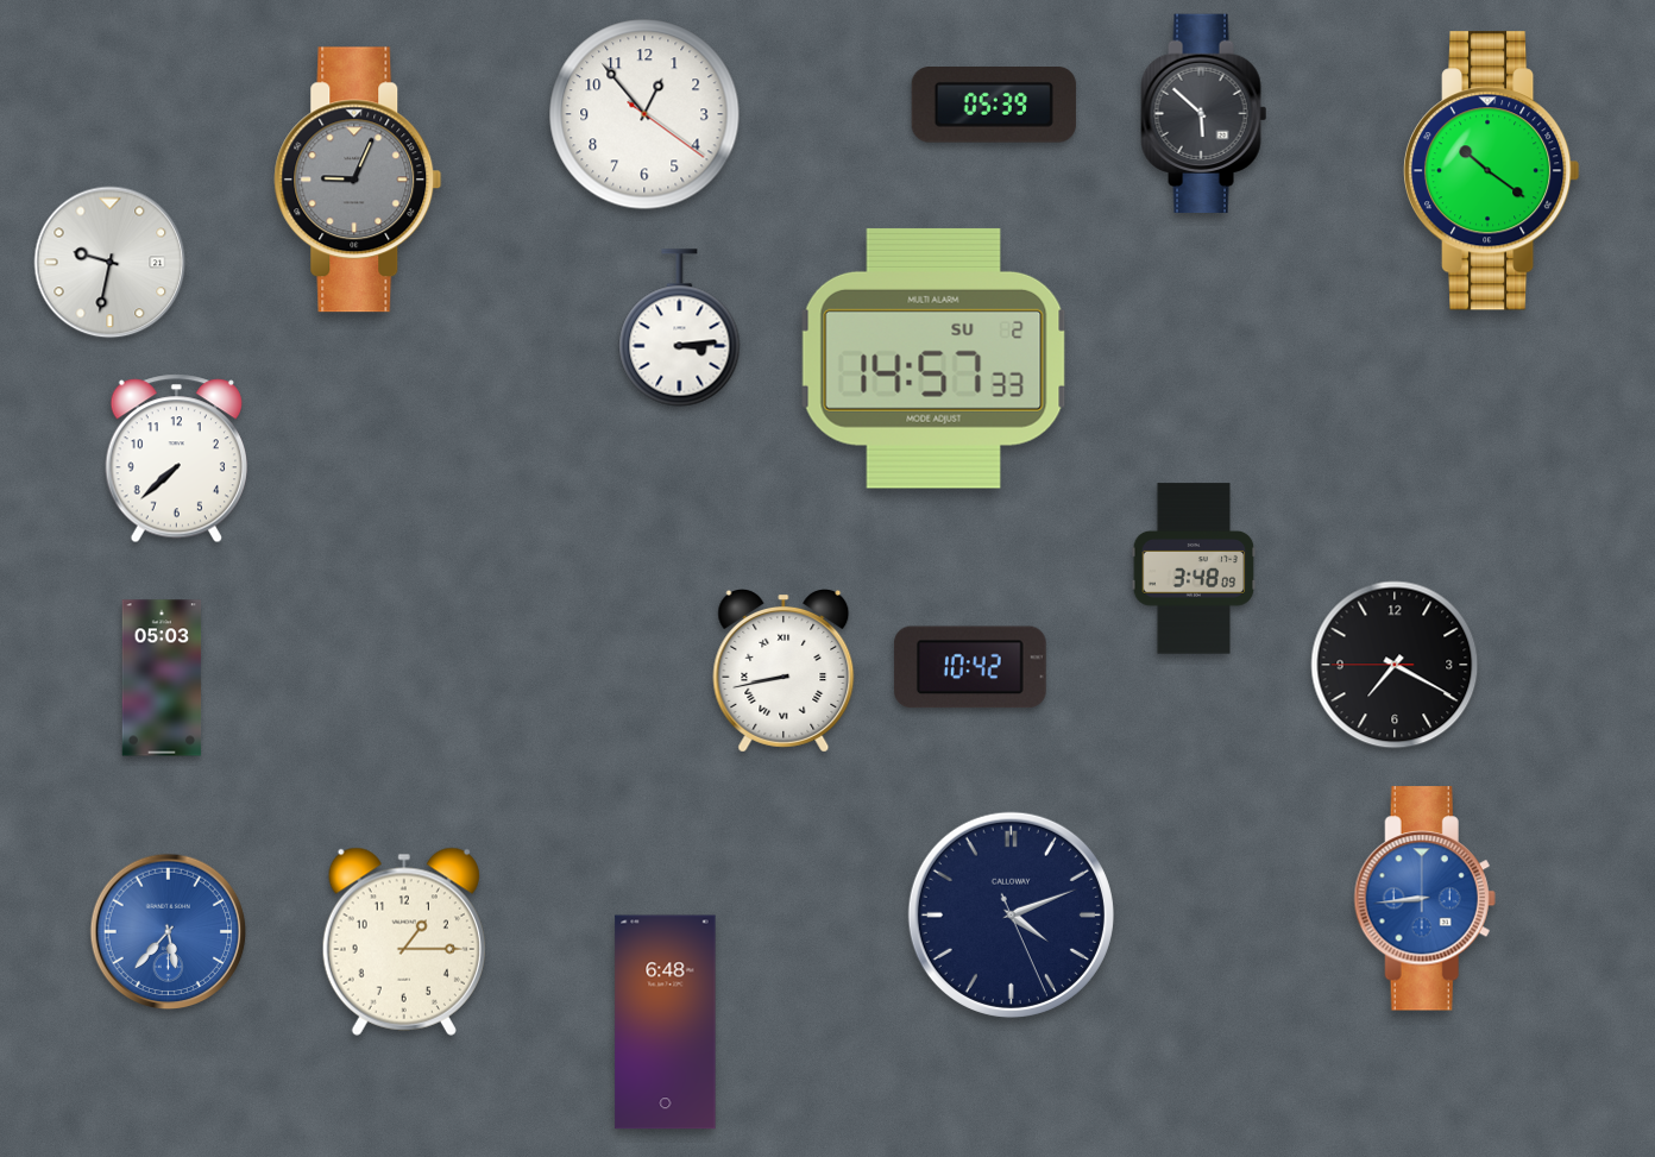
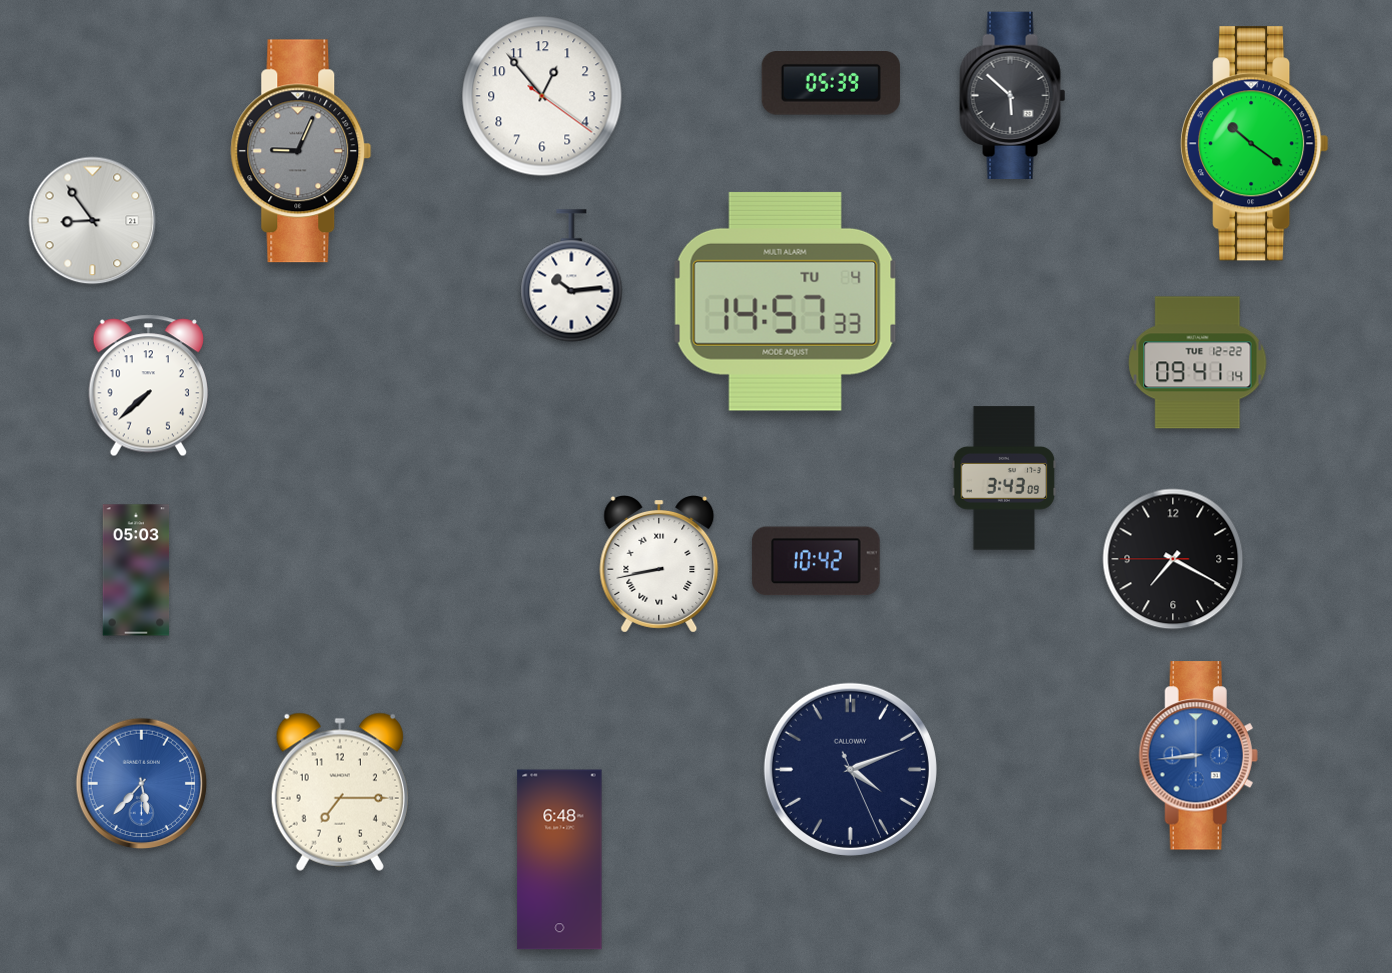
clock at (994, 105) position: (994, 105) -> (831, 83)
clock at (111, 263): 9:32 -> 8:54
clock at (680, 328): 3:14 -> 10:14
clock at (933, 358) date: SU 2 -> TU 4
clock at (1198, 363): none -> 09:41
clock at (1194, 568): 3:48 -> 3:43
clock at (404, 942): 1:15 -> 7:15
